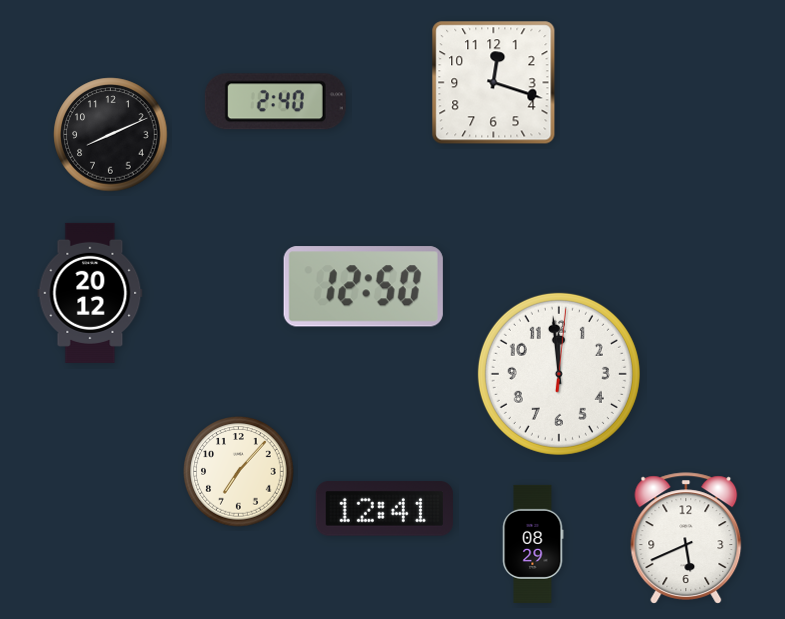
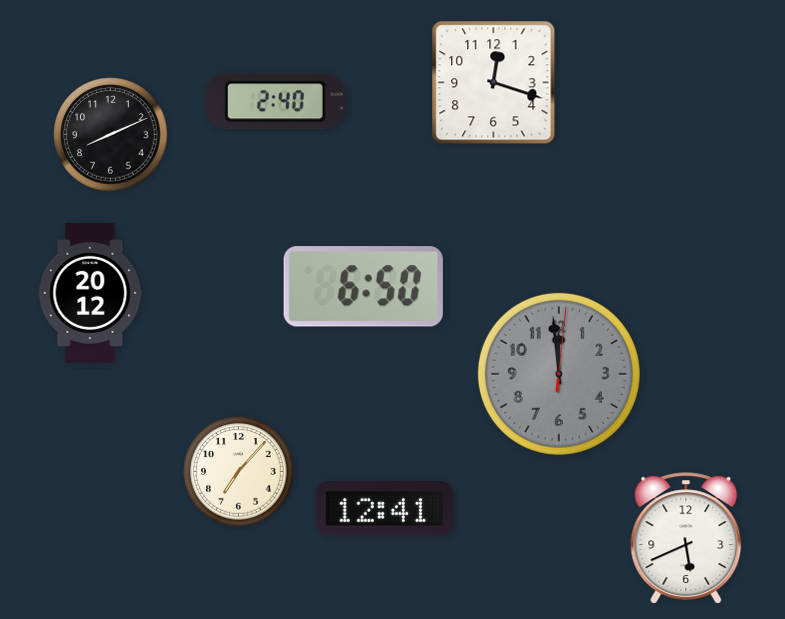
clock at (363, 287): 12:50 -> 6:50
clock at (559, 374) dial: white -> grey
clock at (533, 544): 08:29 -> none
